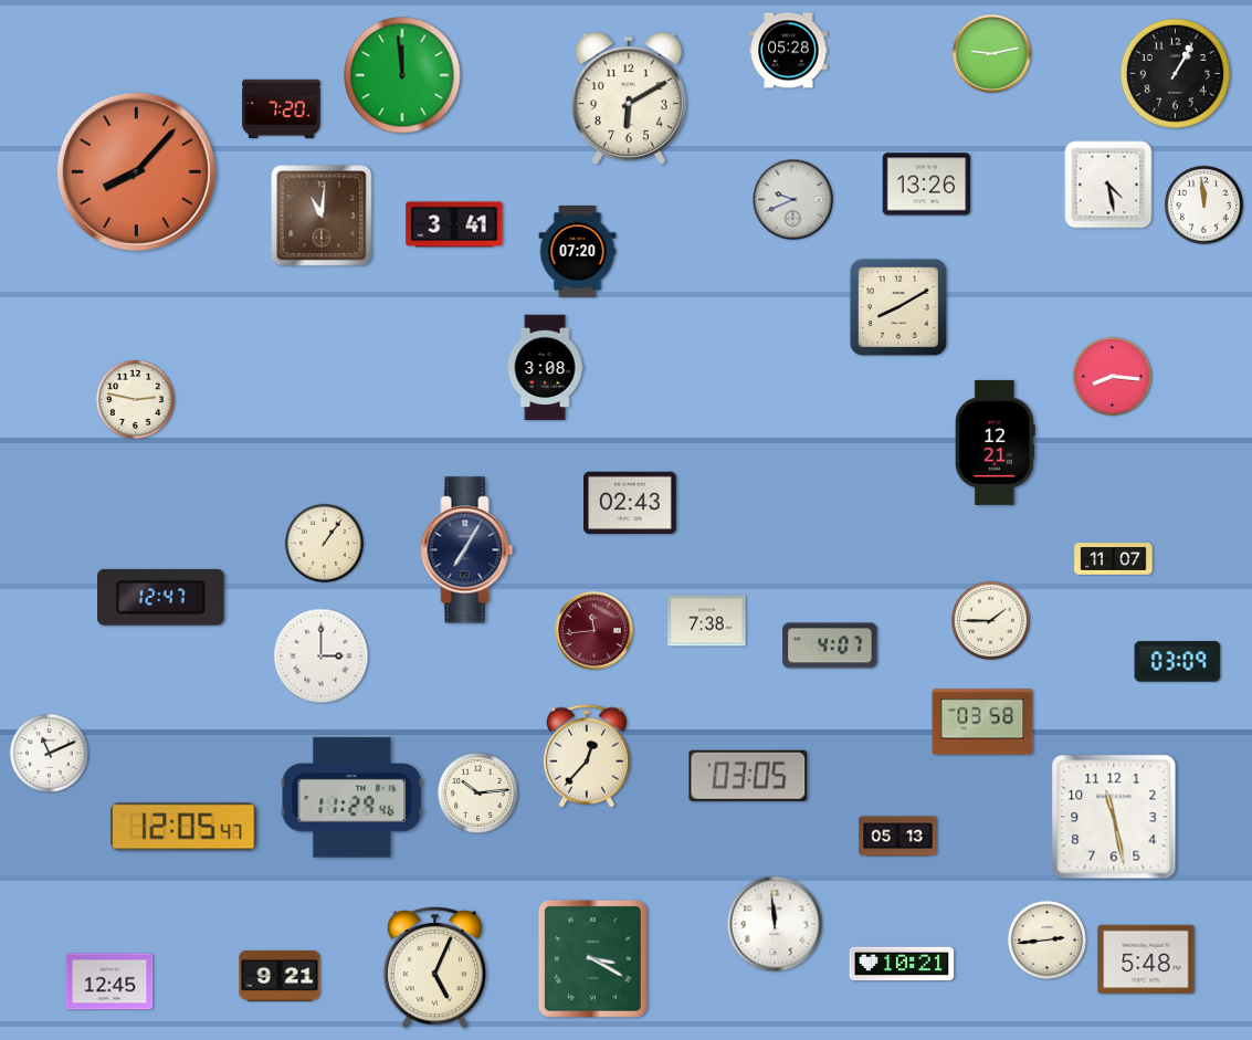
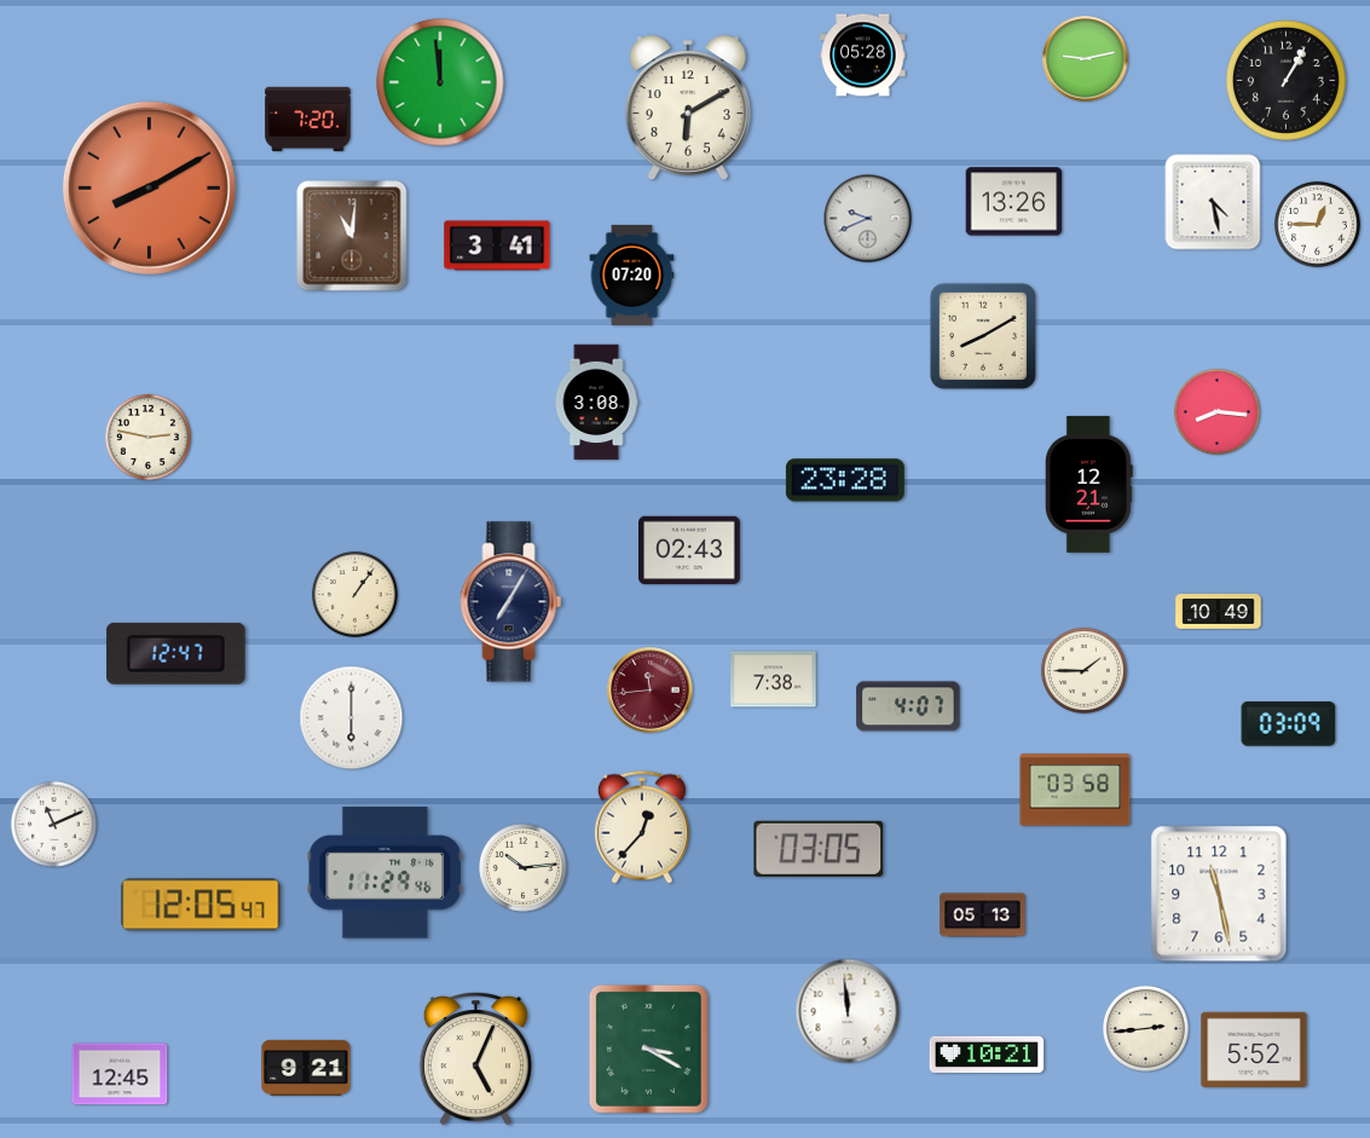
clock at (136, 171): 8:07 -> 8:10
clock at (1203, 204): 11:59 -> 12:45
clock at (845, 480): none -> 23:28
clock at (1114, 559): 11:07 -> 10:49
clock at (990, 620) position: (990, 620) -> (1083, 670)
clock at (322, 656): 3:00 -> 6:00
clock at (1146, 958): 5:48 -> 5:52
